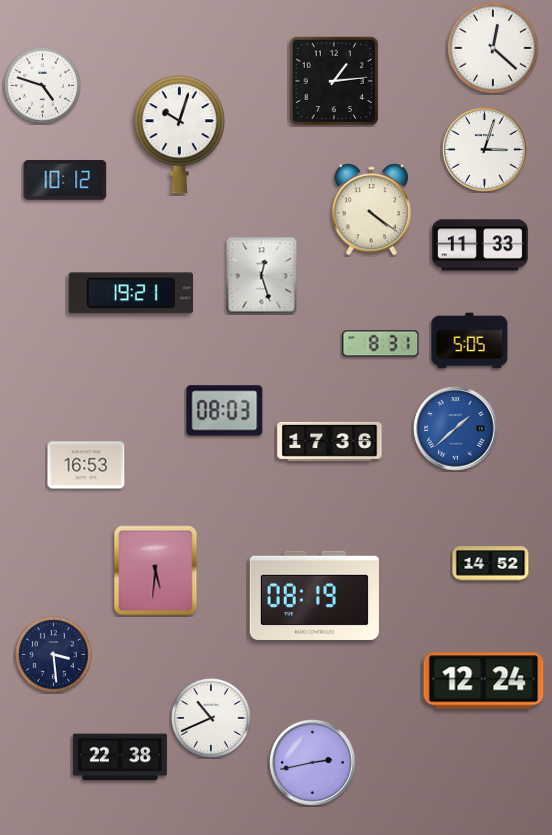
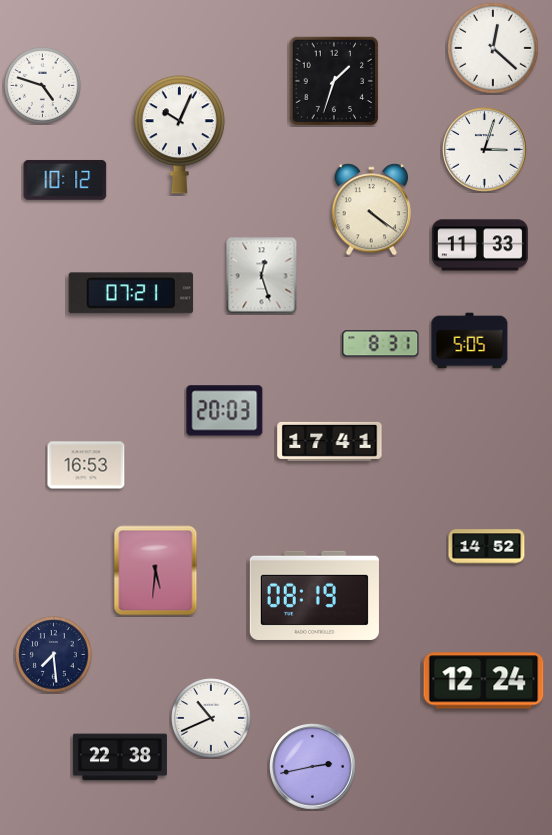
clock at (334, 81): 1:14 -> 1:33
clock at (179, 135): 10:03 -> 10:04
clock at (131, 293): 19:21 -> 07:21
clock at (225, 411): 08:03 -> 20:03
clock at (456, 429): 1:38 -> none
clock at (330, 441): 17:36 -> 17:41
clock at (491, 564) position: (491, 564) -> (487, 547)
clock at (54, 655): 3:29 -> 7:29
clock at (313, 763) position: (313, 763) -> (313, 767)
